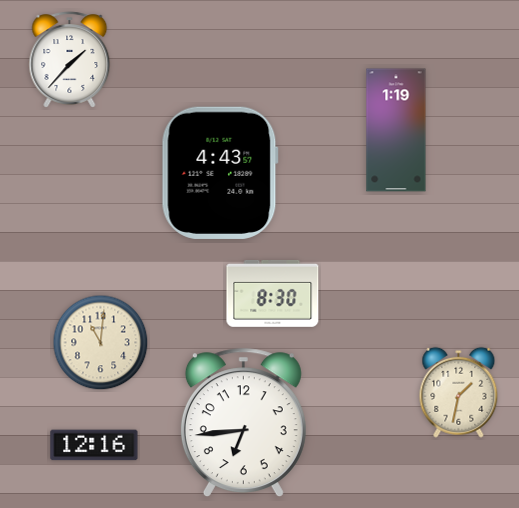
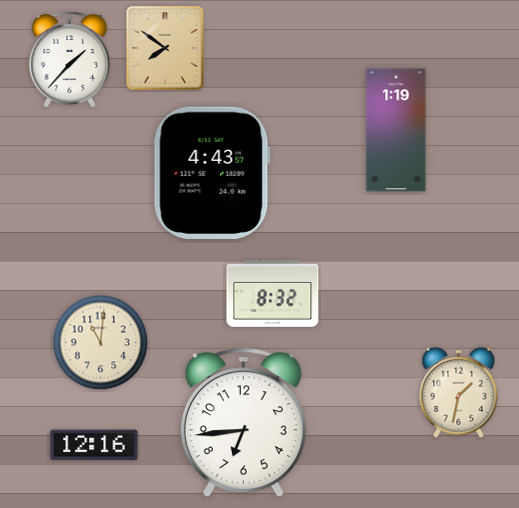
clock at (165, 48): none -> 7:51
clock at (220, 173) position: (220, 173) -> (212, 173)
clock at (273, 293): 8:30 -> 8:32
